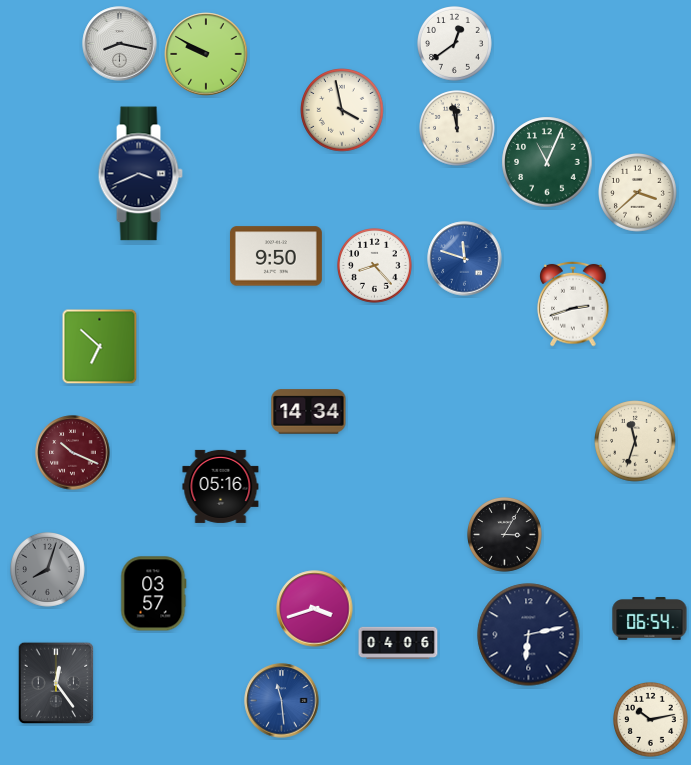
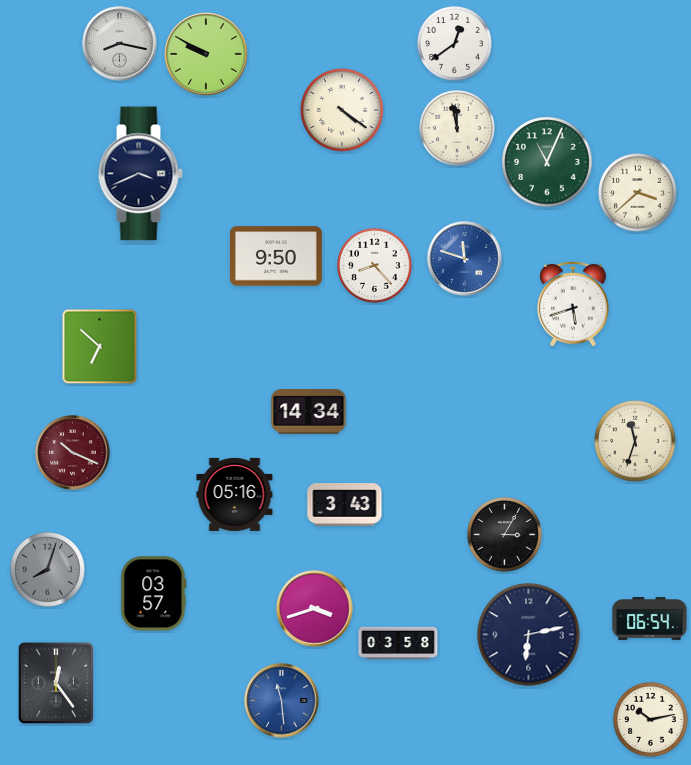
clock at (342, 110): 3:58 -> 4:21
clock at (573, 304): 2:42 -> 5:42
clock at (221, 486) position: (221, 486) -> (235, 494)
clock at (345, 505): none -> 3:43
clock at (398, 643): 04:06 -> 03:58
